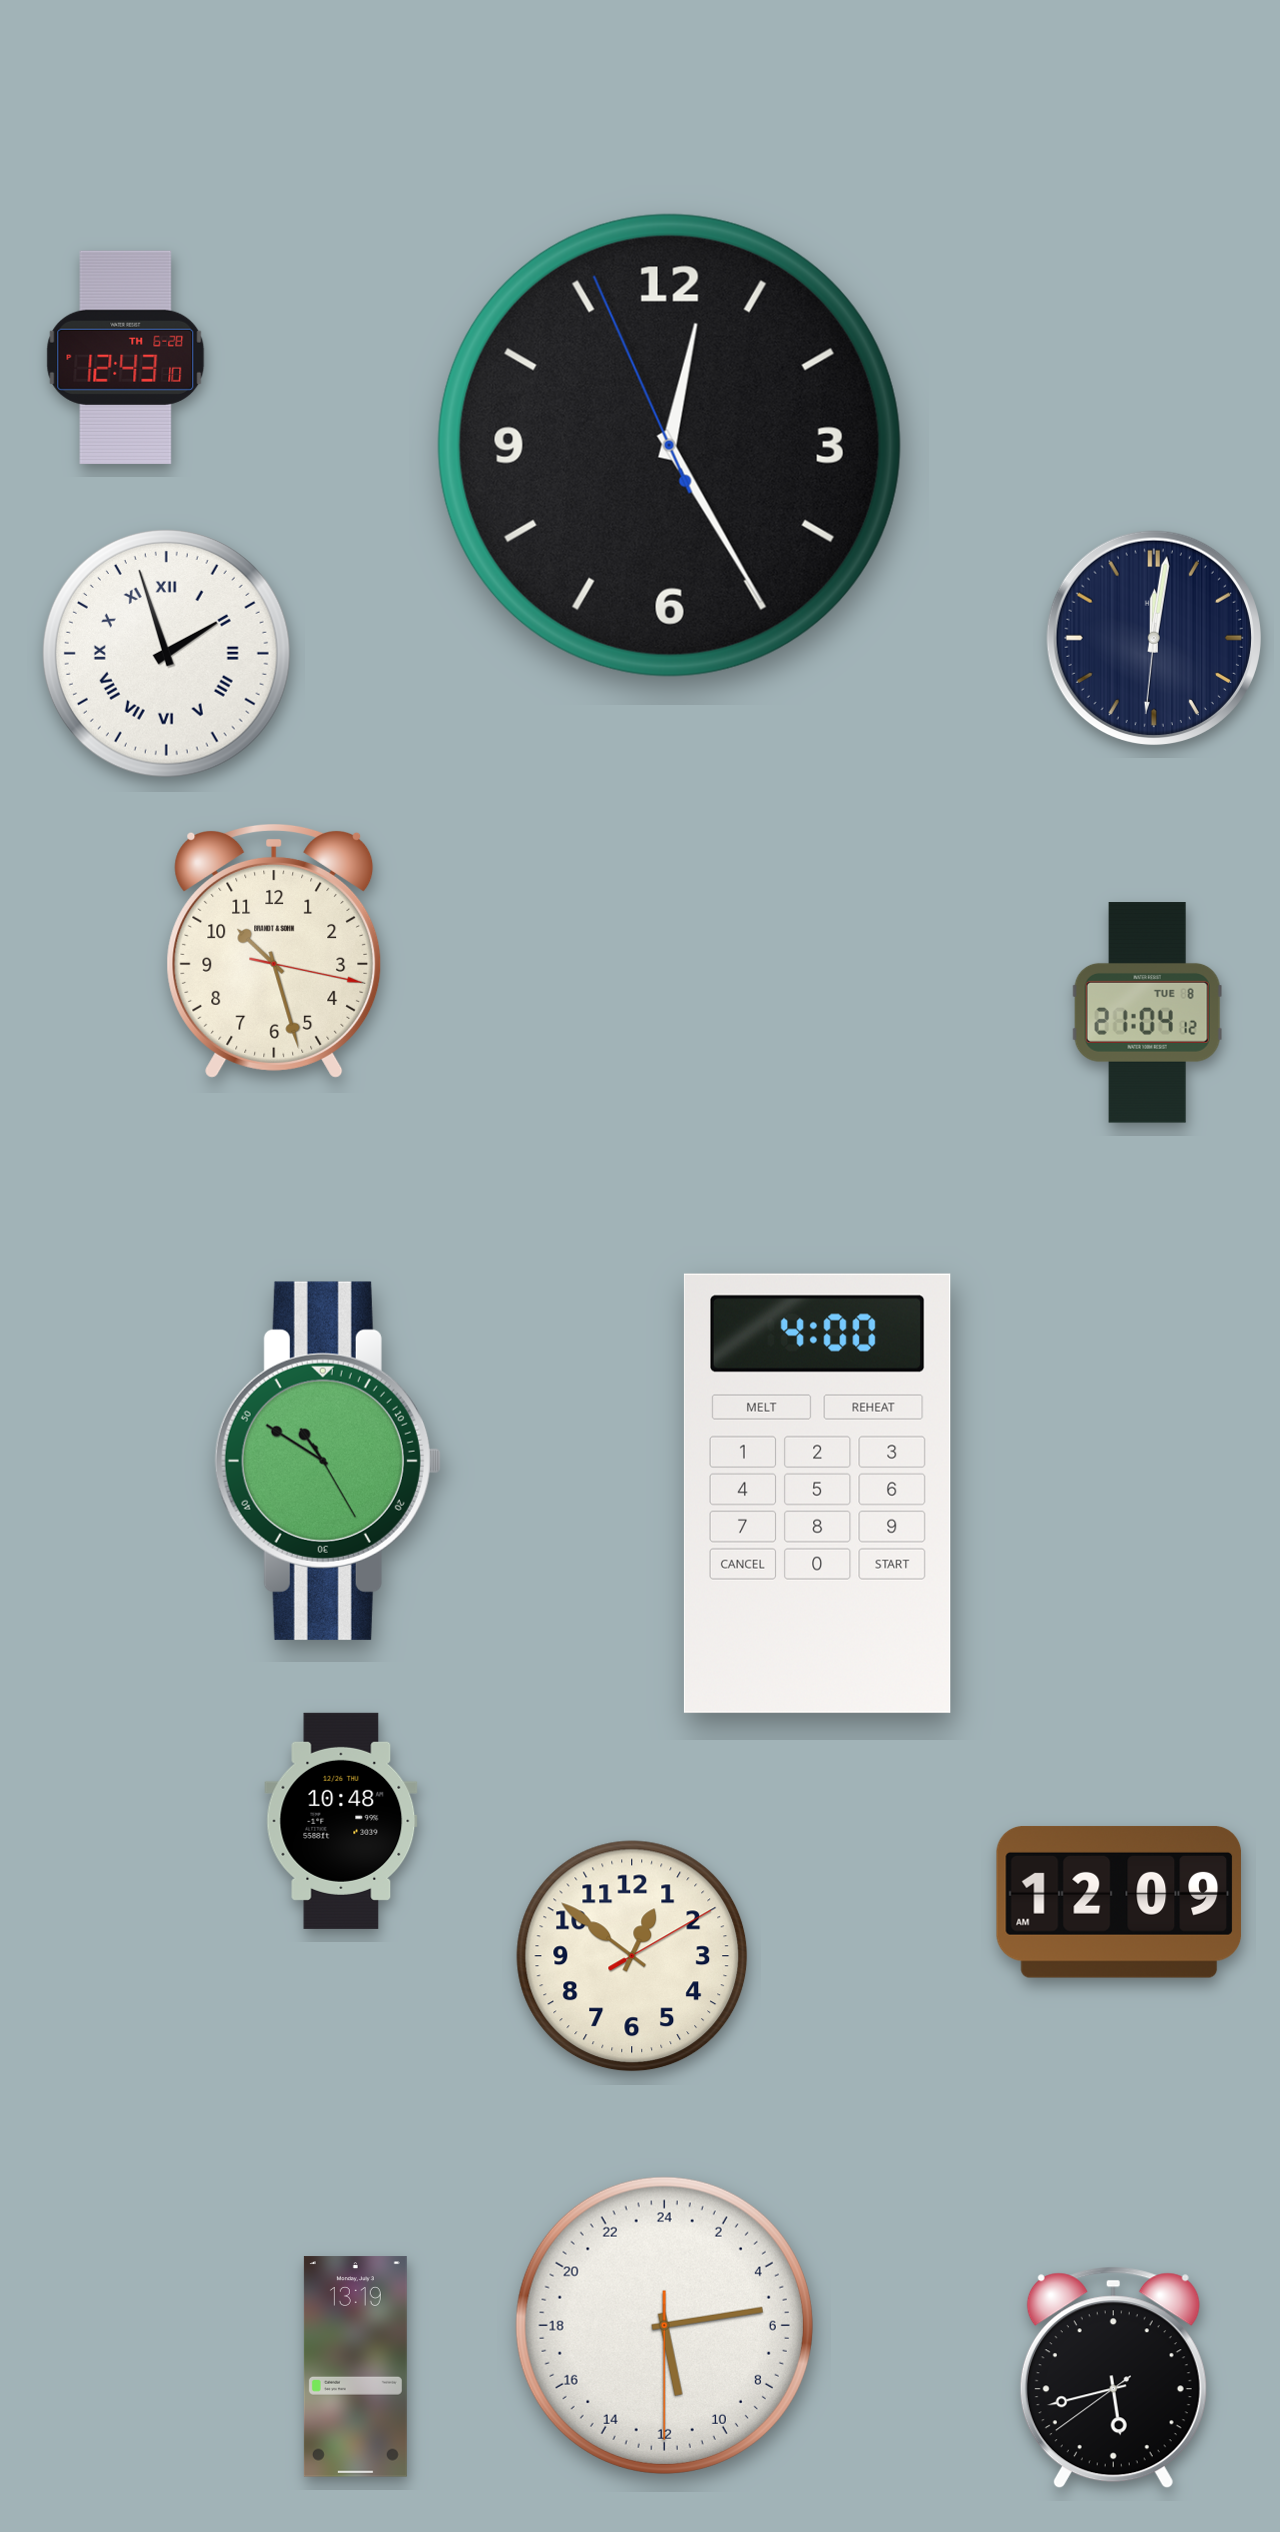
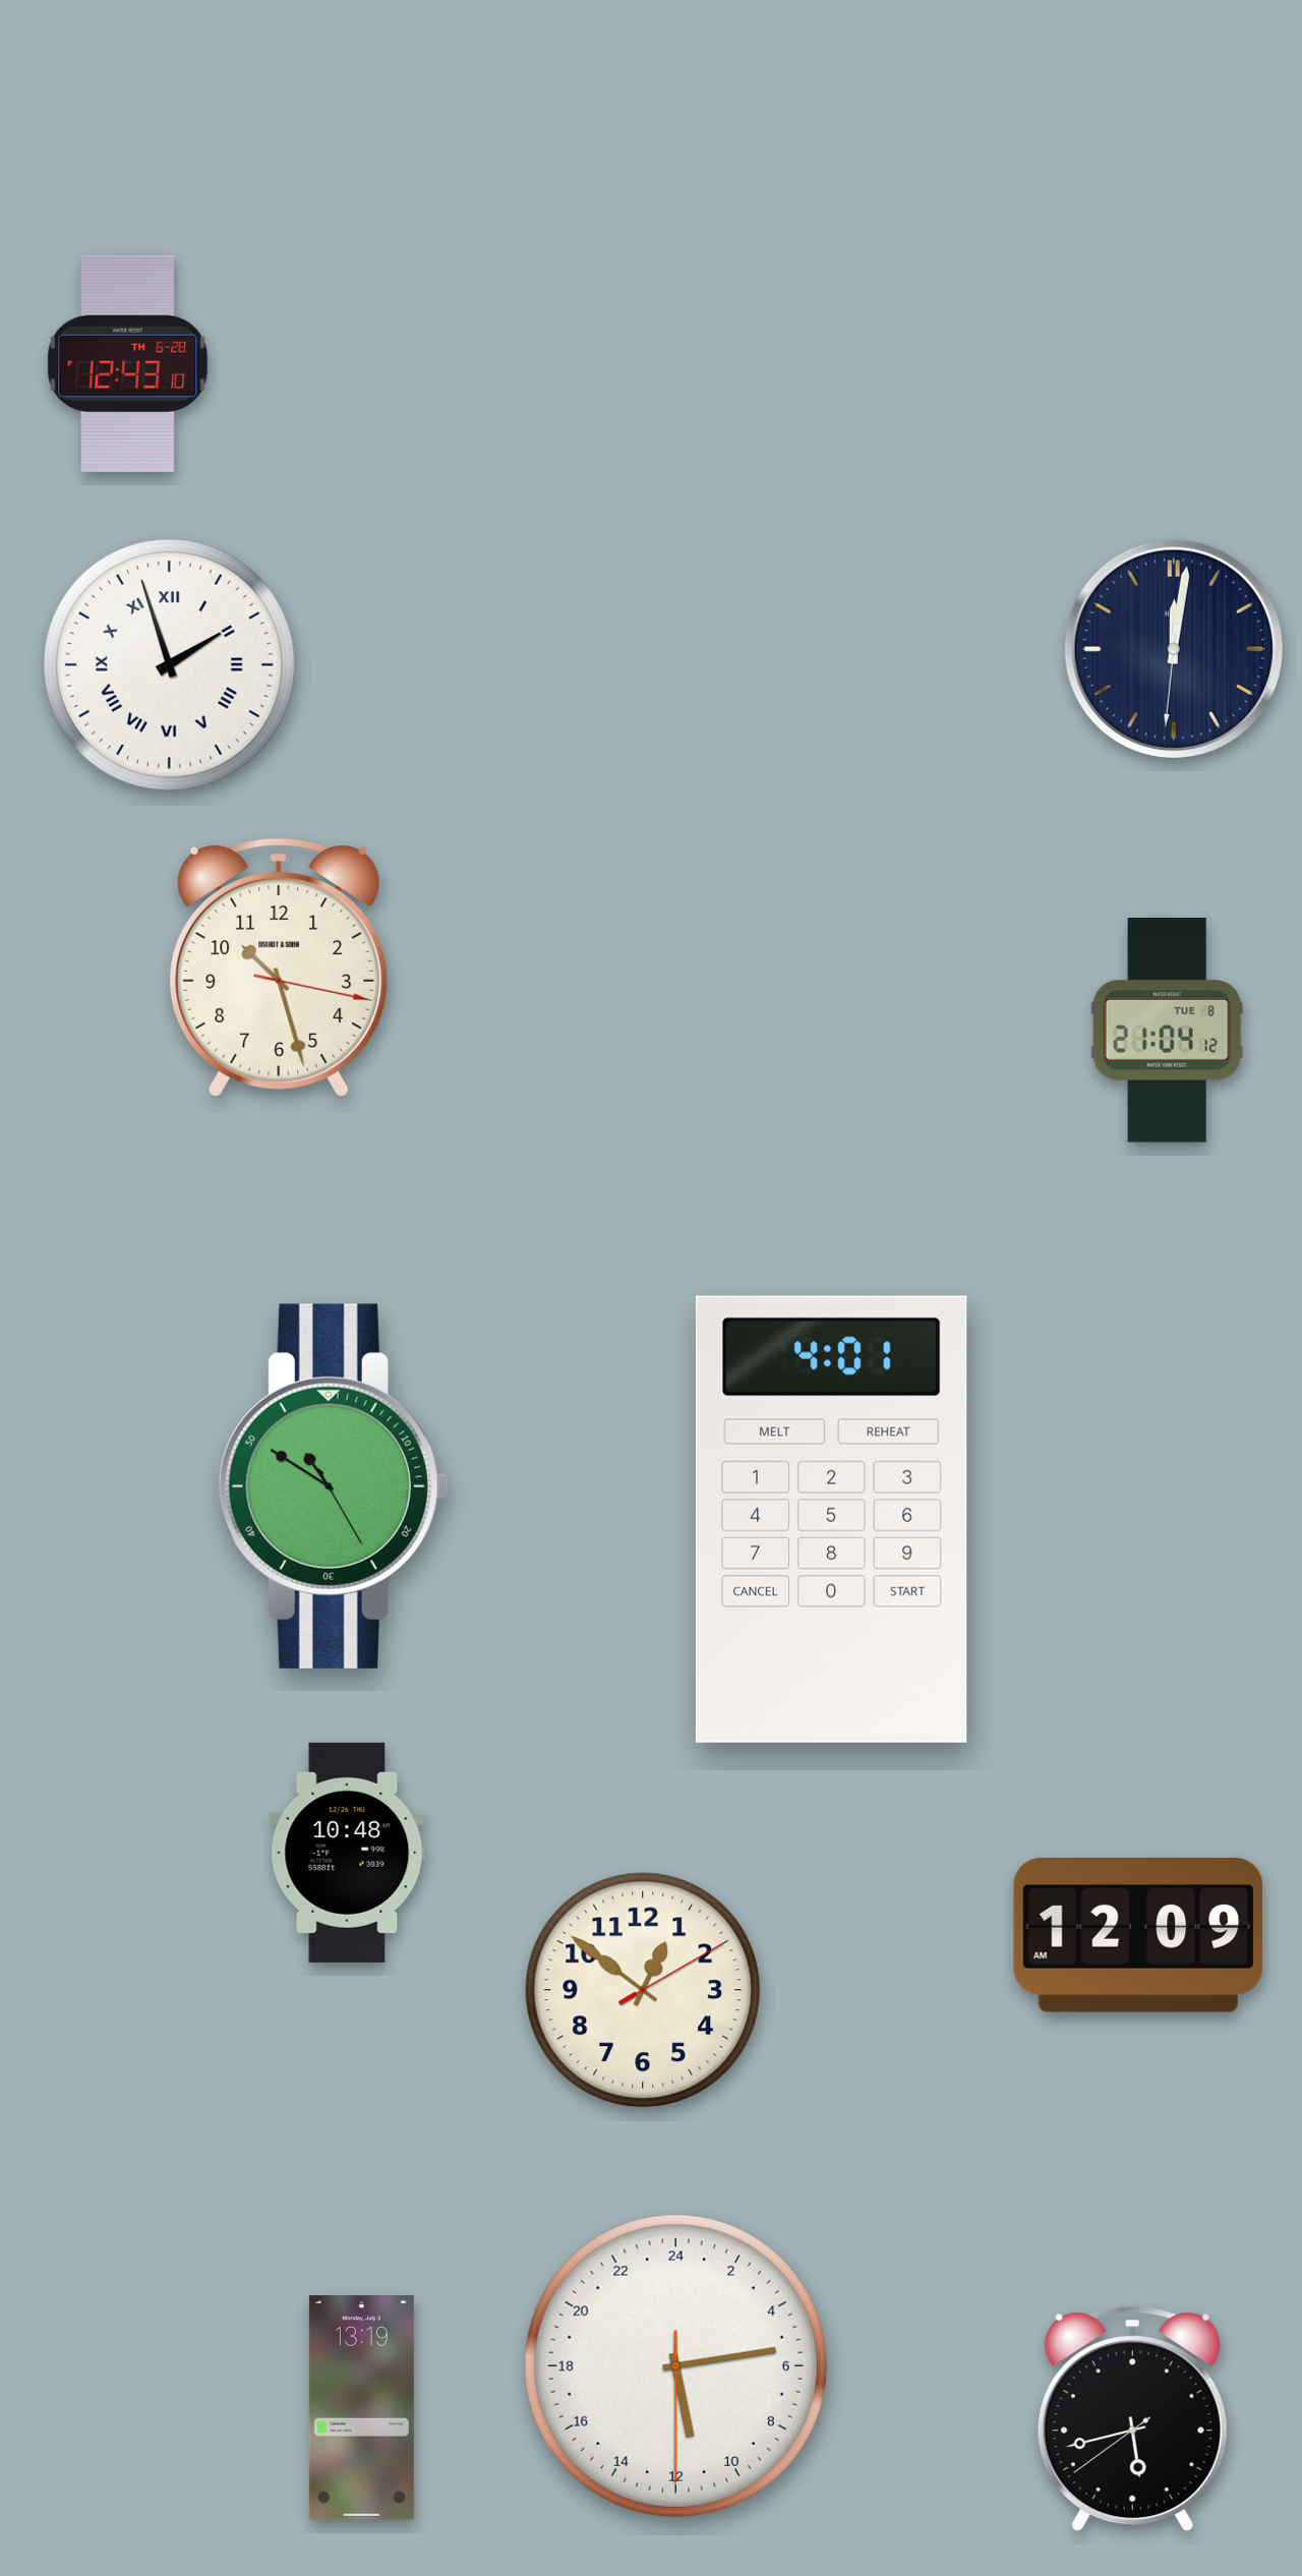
clock at (669, 445): 12:24 -> none
clock at (817, 1493): 4:00 -> 4:01
